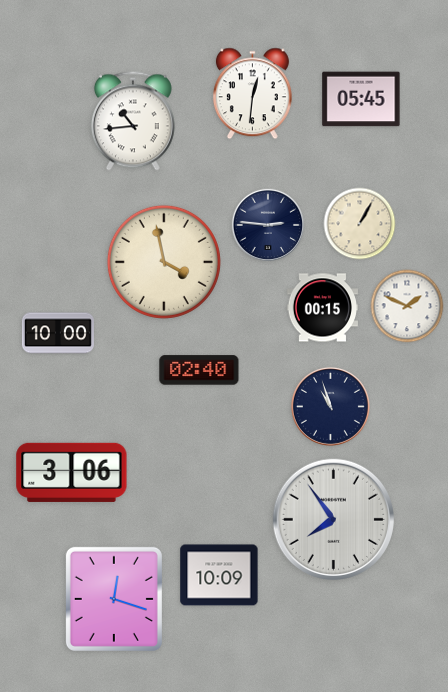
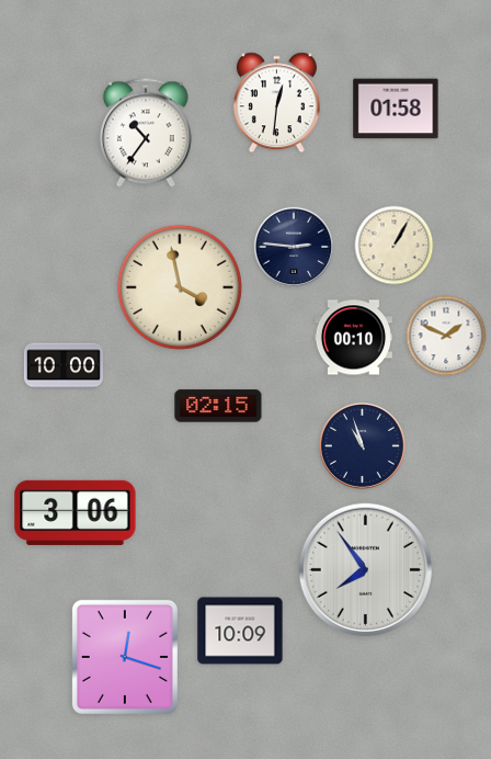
clock at (361, 99): 05:45 -> 01:58
clock at (133, 121): 10:44 -> 10:36
clock at (322, 308): 00:15 -> 00:10
clock at (199, 370): 02:40 -> 02:15
clock at (72, 472) position: (72, 472) -> (76, 512)
